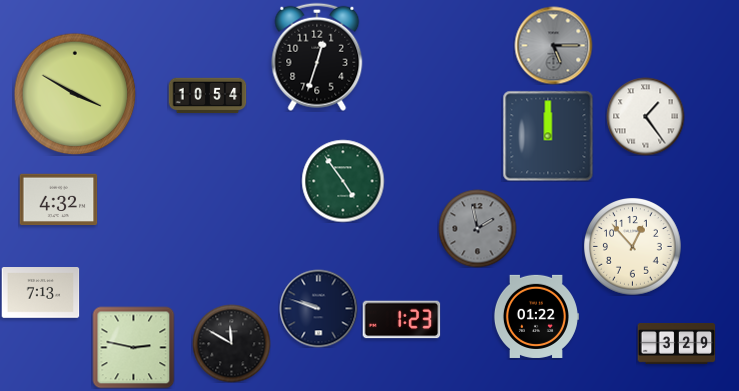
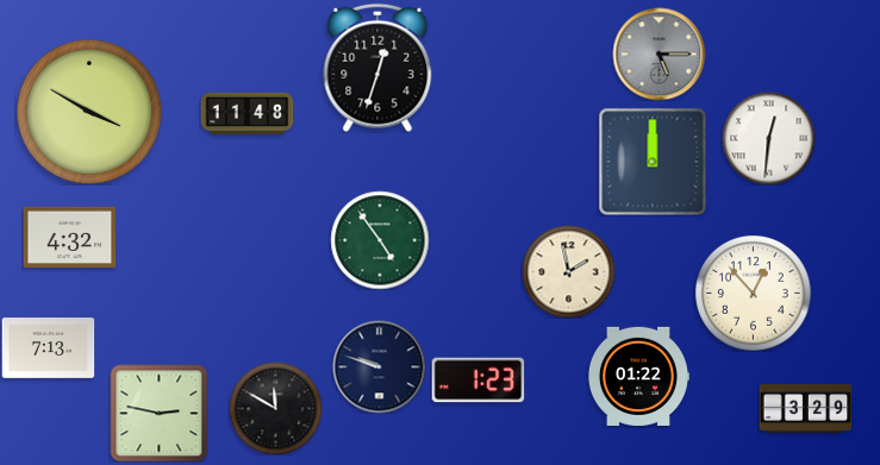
clock at (207, 96): 10:54 -> 11:48
clock at (645, 116): 1:24 -> 12:31
clock at (343, 181) position: (343, 181) -> (380, 240)
clock at (477, 228) dial: grey -> cream
